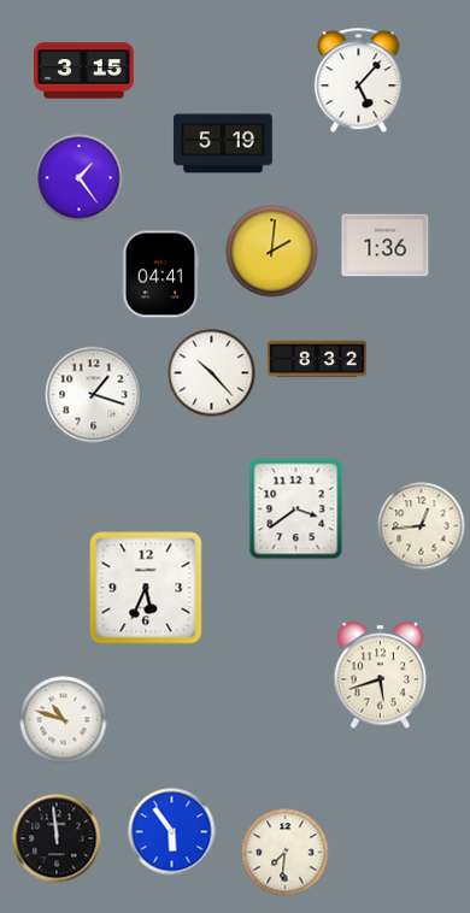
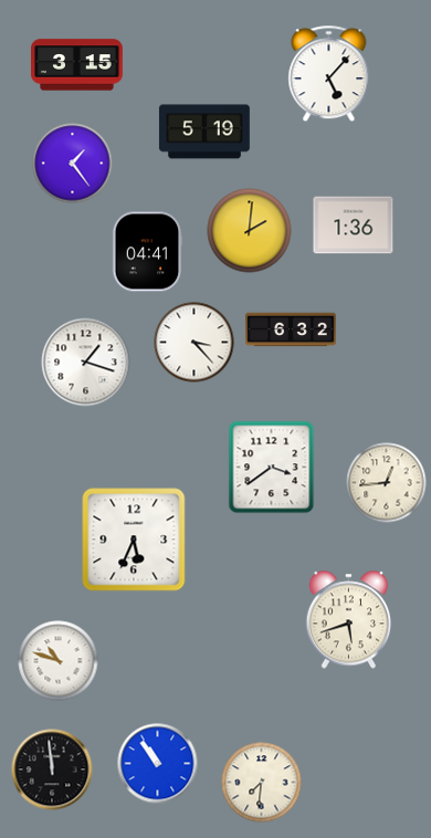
clock at (318, 359): 8:32 -> 6:32
clock at (212, 373): 10:23 -> 3:23
clock at (172, 832): 5:54 -> 10:54
